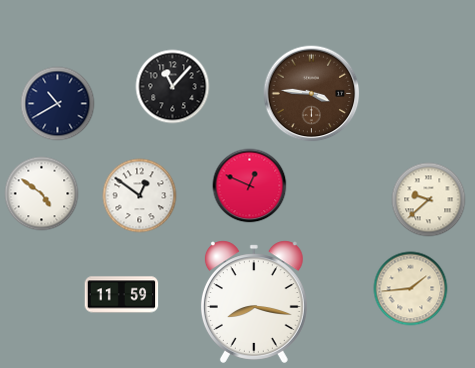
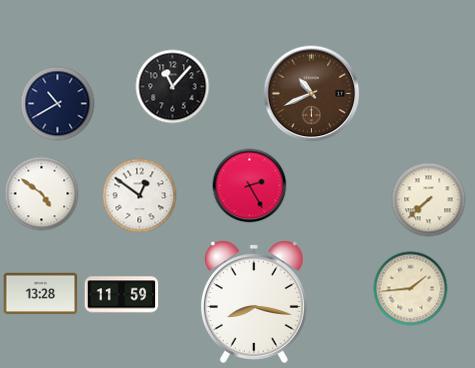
clock at (312, 94): 3:46 -> 10:41
clock at (250, 186): 12:49 -> 2:25
clock at (429, 200): 9:38 -> 7:38
clock at (41, 294): none -> 13:28
